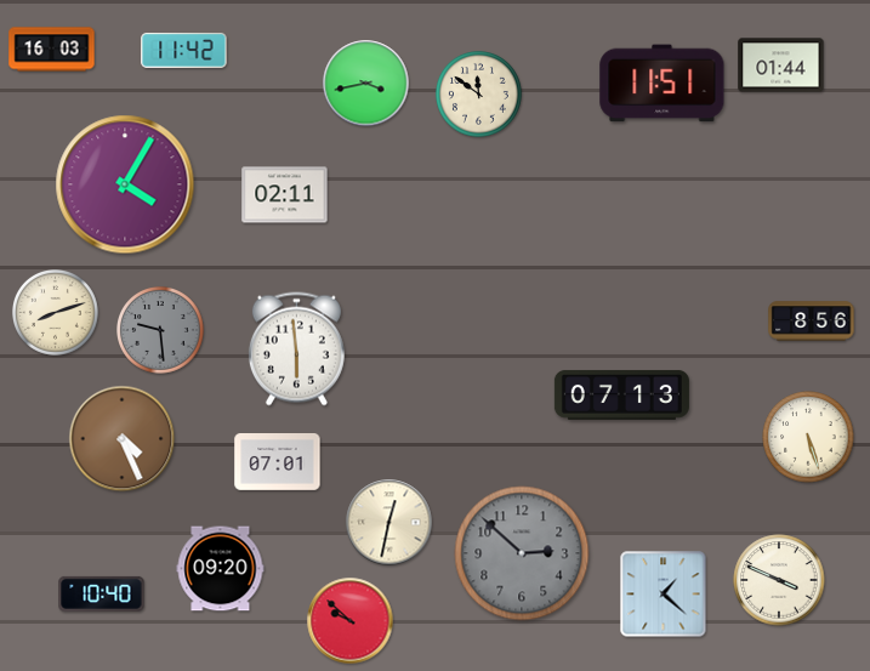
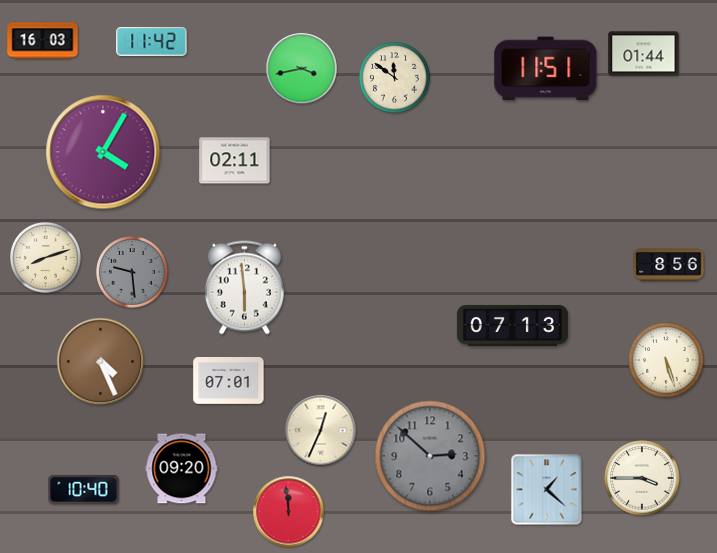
clock at (389, 523): 12:32 -> 12:34
clock at (779, 580): 3:49 -> 3:45
clock at (351, 621): 9:52 -> 11:59
